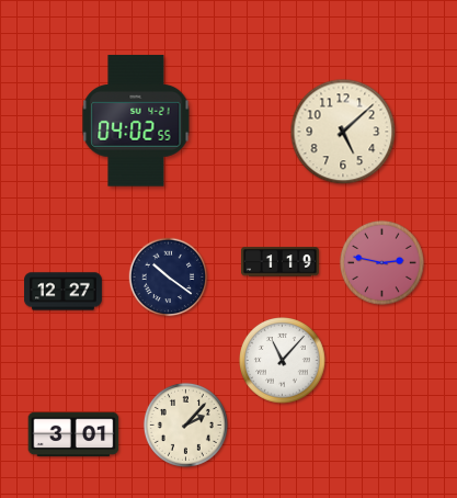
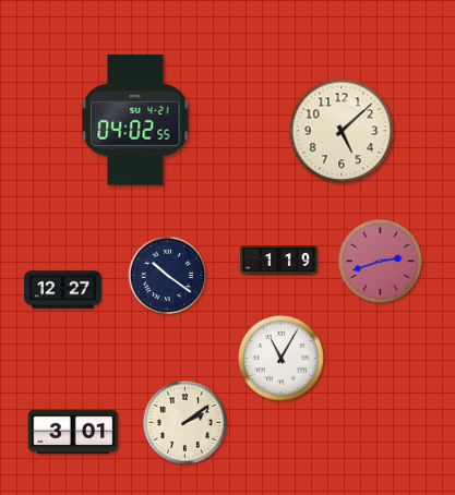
clock at (381, 262): 2:47 -> 2:42
clock at (283, 361): 11:07 -> 11:05
clock at (185, 425): 2:07 -> 2:09
